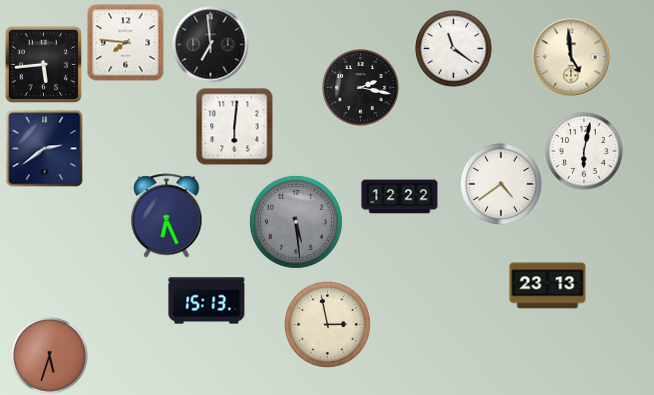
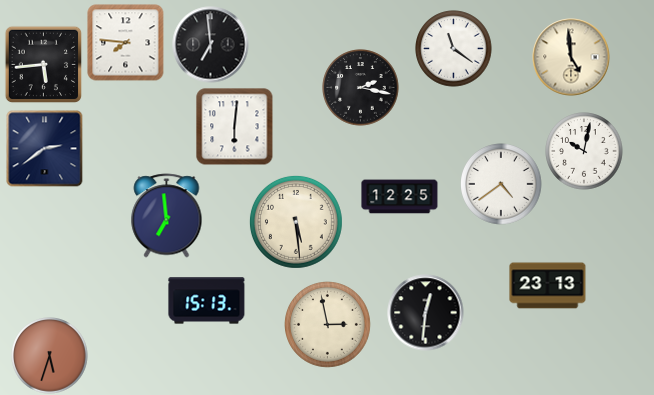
clock at (584, 151): 6:02 -> 10:02
clock at (400, 197): 12:22 -> 12:25
clock at (167, 216): 6:26 -> 6:59
clock at (296, 222) dial: grey -> cream
clock at (426, 313): none -> 12:31
